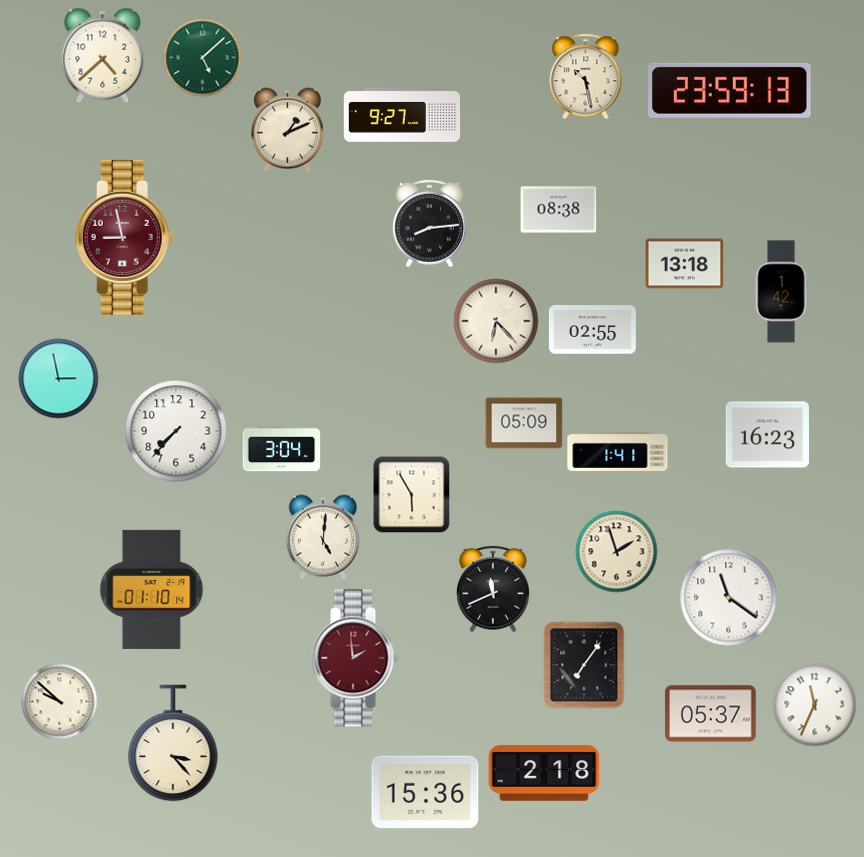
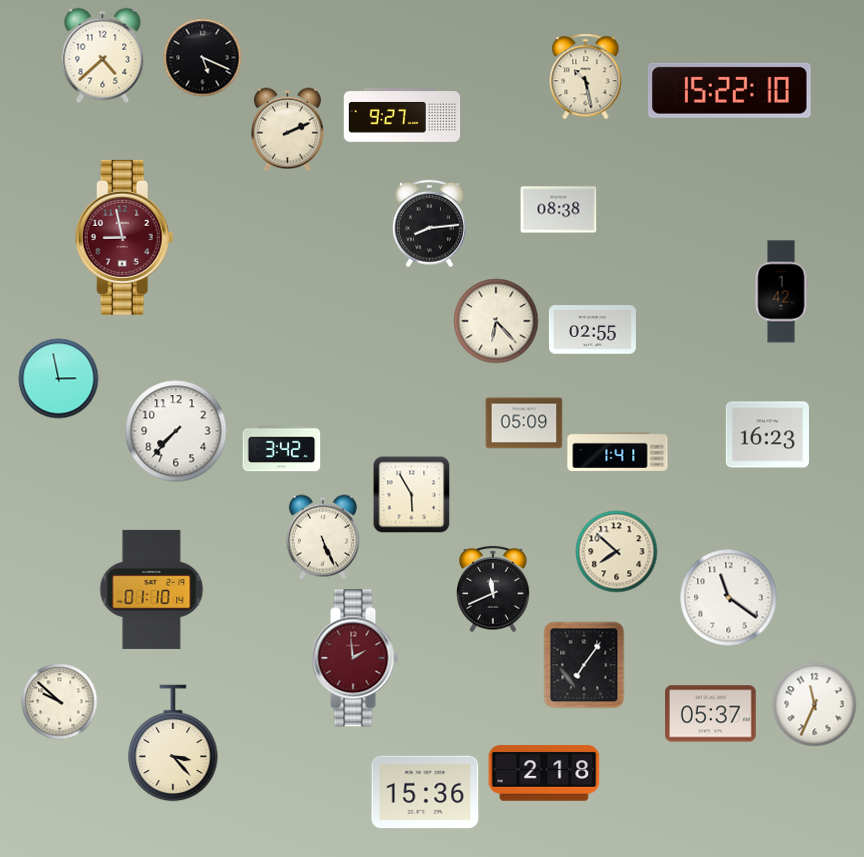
clock at (203, 58): 5:08 -> 5:19
clock at (203, 58) dial: green -> black
clock at (730, 90): 23:59 -> 15:22
clock at (287, 130): 1:11 -> 2:11
clock at (685, 264): 13:18 -> none
clock at (282, 449): 3:04 -> 3:42
clock at (323, 537): 5:01 -> 5:26
clock at (617, 552): 1:57 -> 7:52
